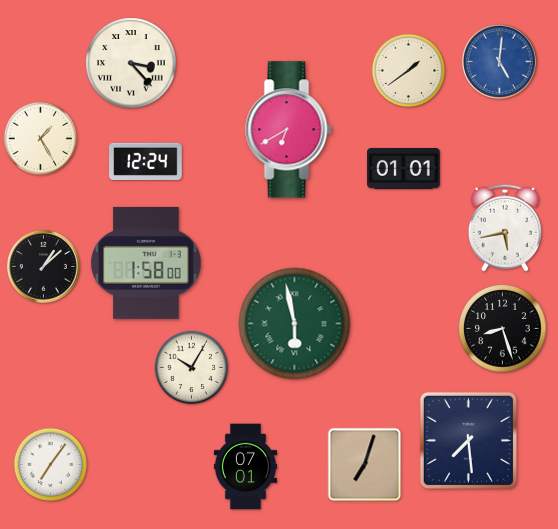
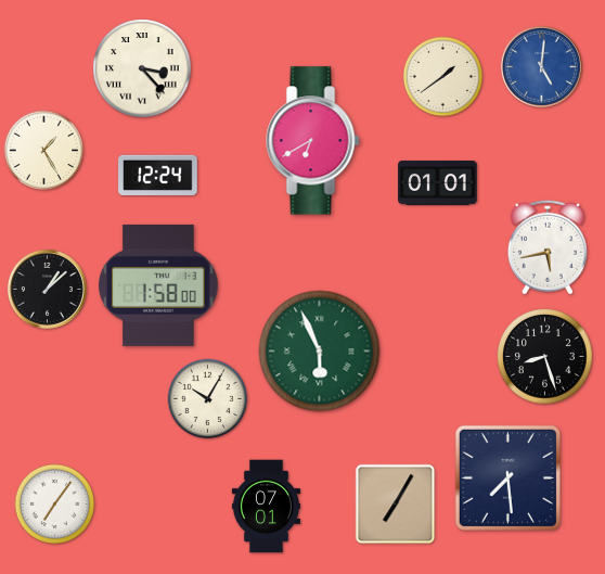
clock at (295, 324): 5:58 -> 5:56
clock at (365, 465): 7:03 -> 7:05
